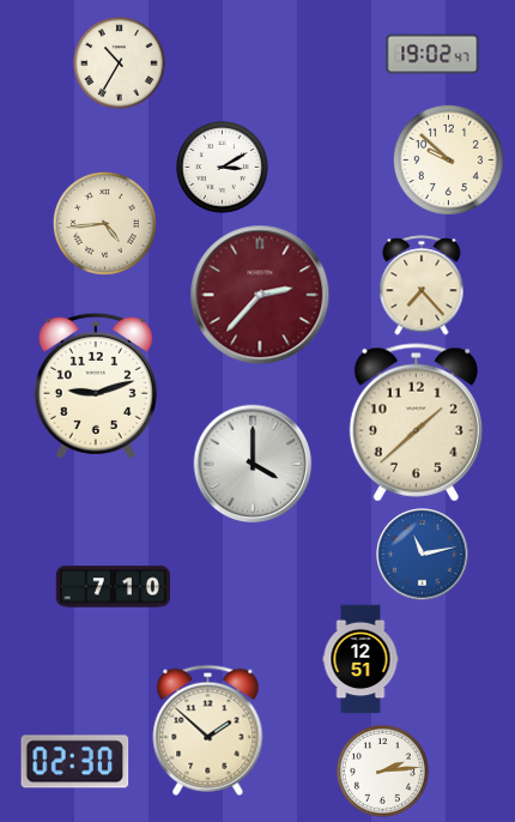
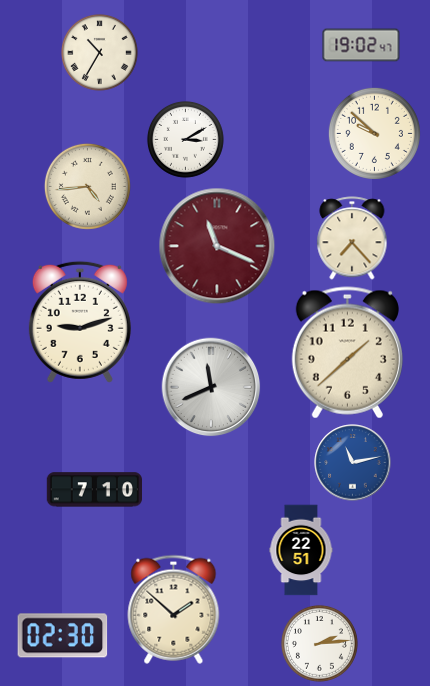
clock at (260, 295): 2:37 -> 11:19
clock at (253, 464): 4:00 -> 11:41
clock at (360, 659): 12:51 -> 22:51
